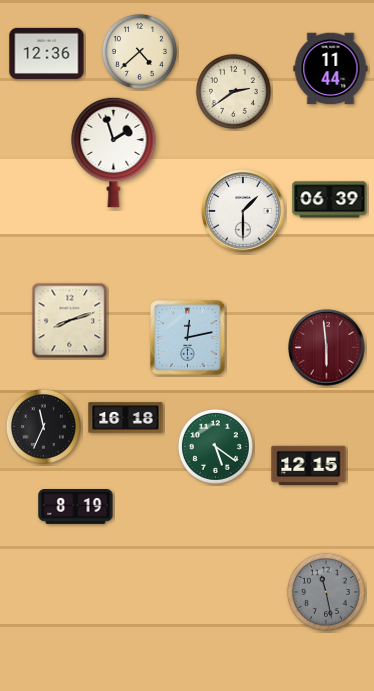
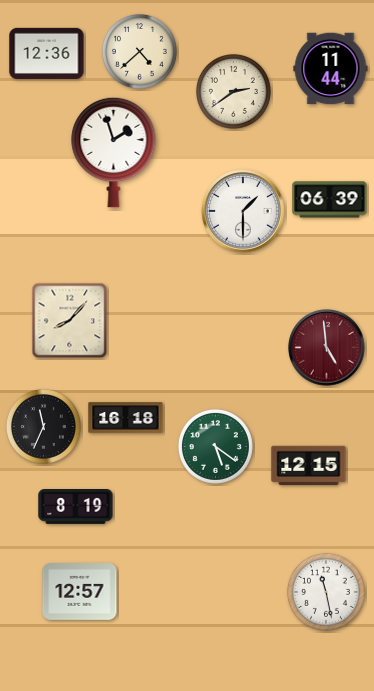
clock at (70, 321): 8:12 -> 8:07
clock at (188, 338): 12:13 -> none
clock at (327, 348): 5:59 -> 4:59
clock at (80, 592): none -> 12:57
clock at (326, 592) dial: grey -> white
